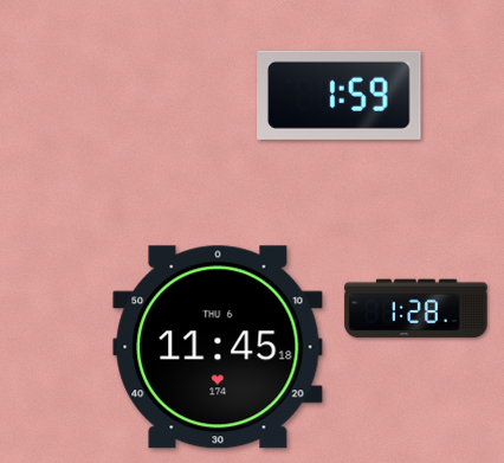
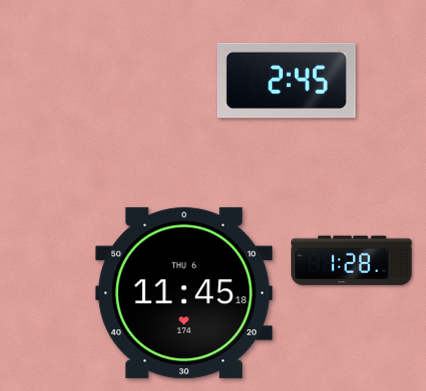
clock at (340, 95): 1:59 -> 2:45
